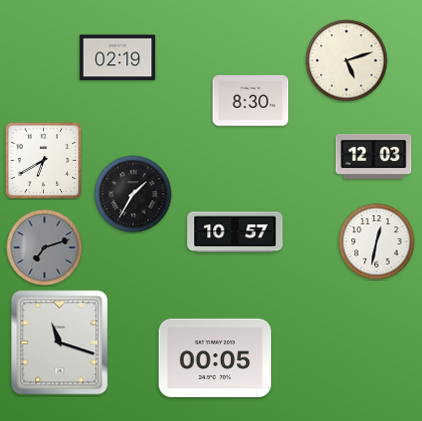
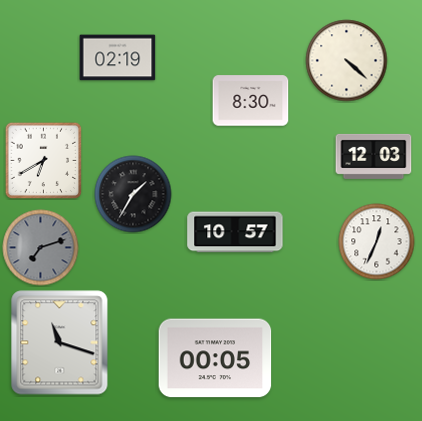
clock at (347, 61): 5:12 -> 4:22
clock at (377, 242): 12:32 -> 12:34
clock at (45, 248) position: (45, 248) -> (41, 248)
